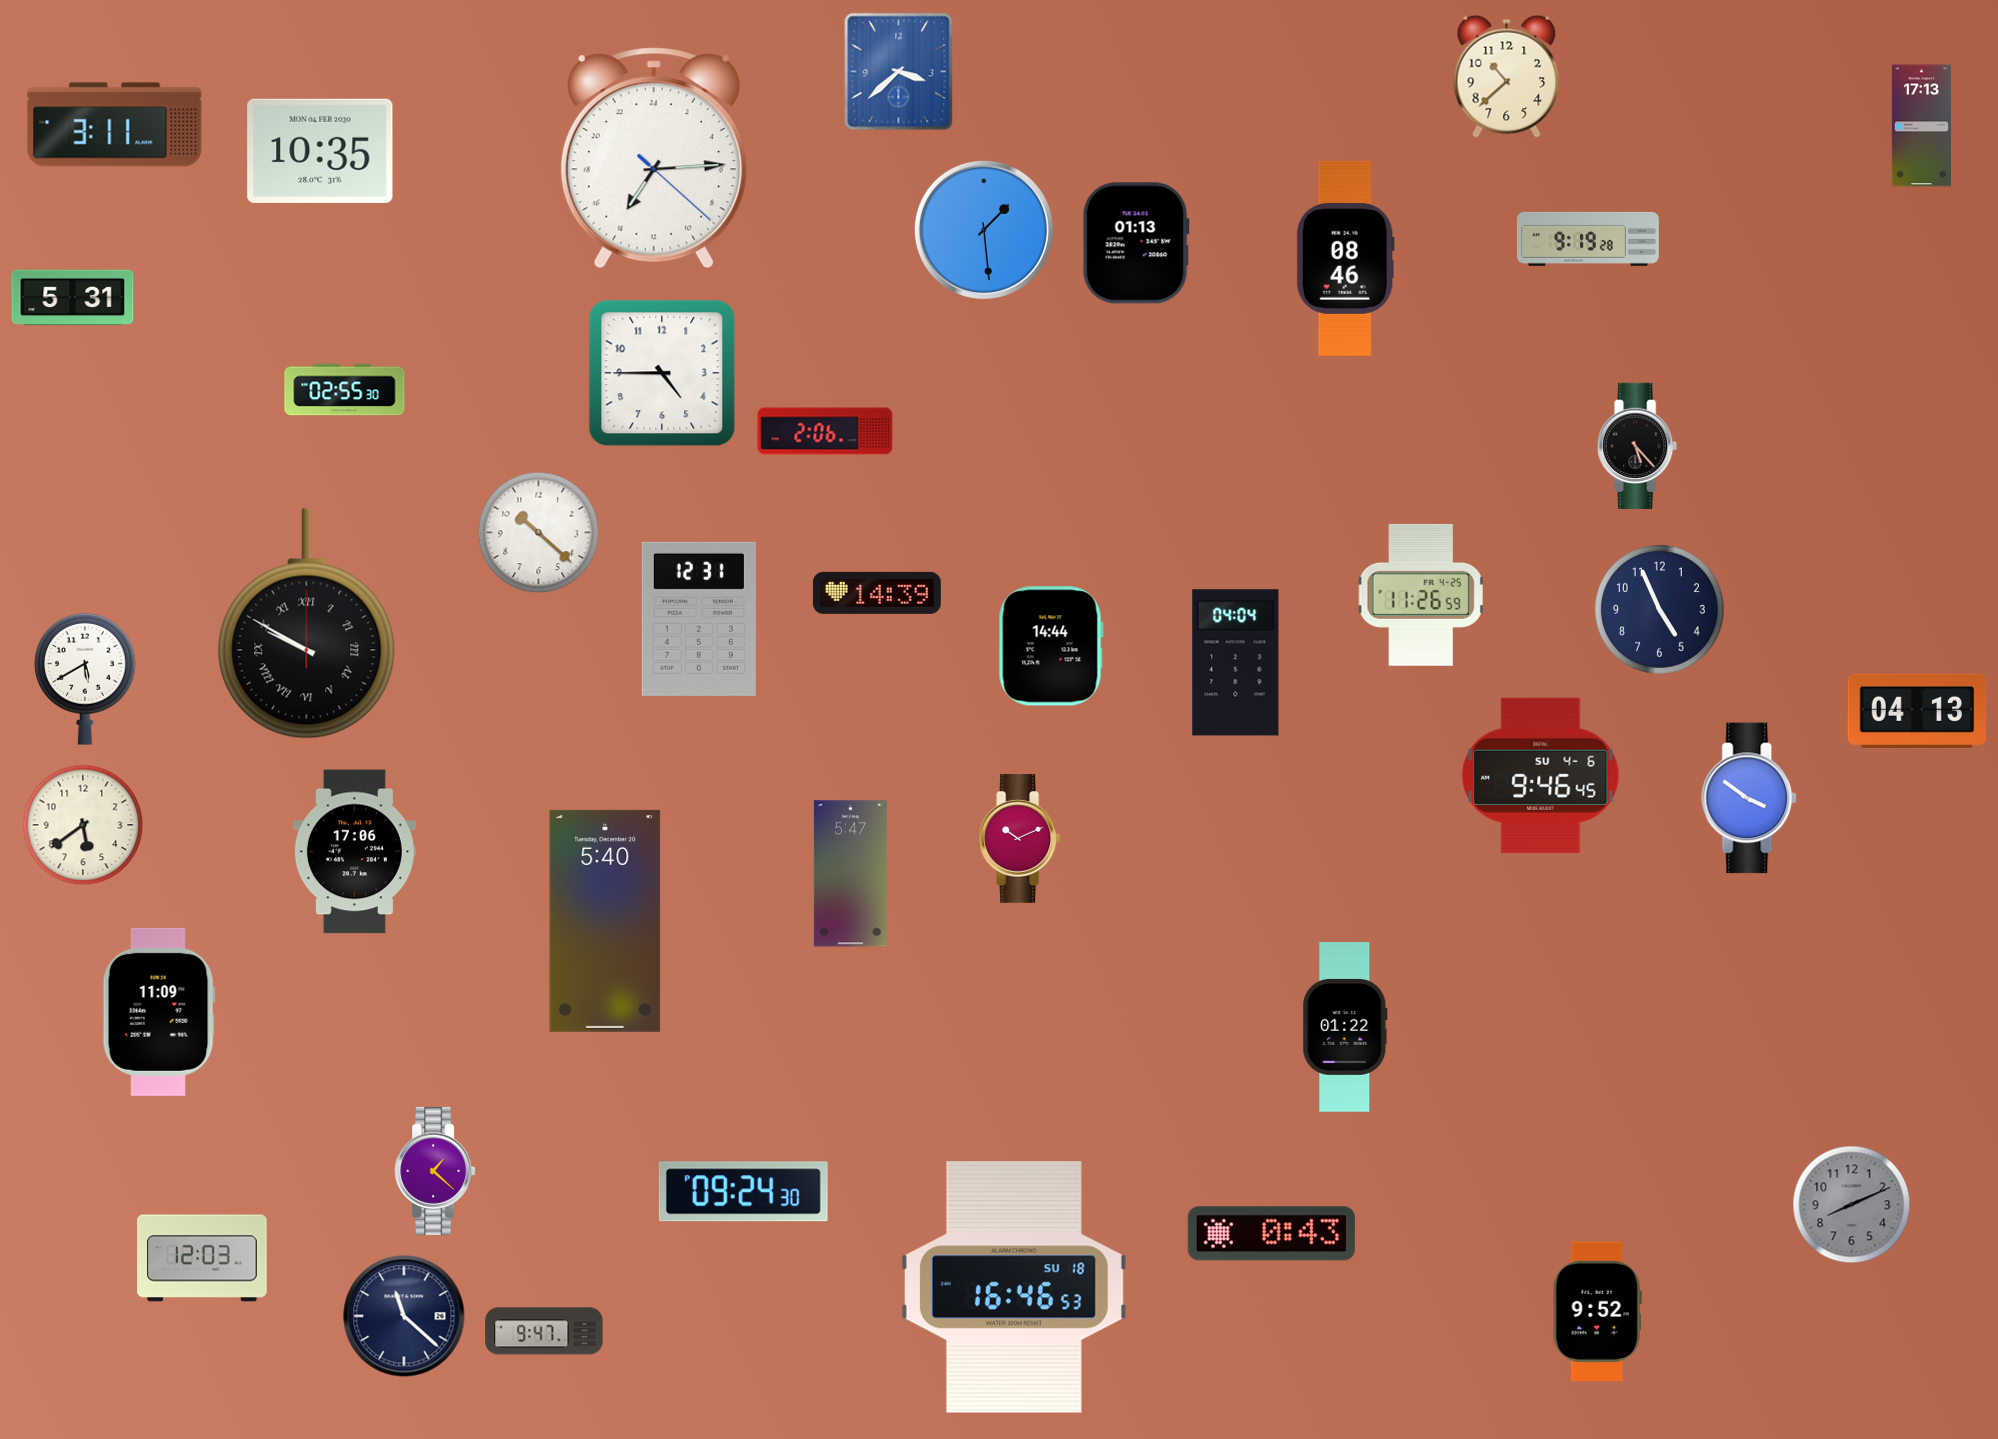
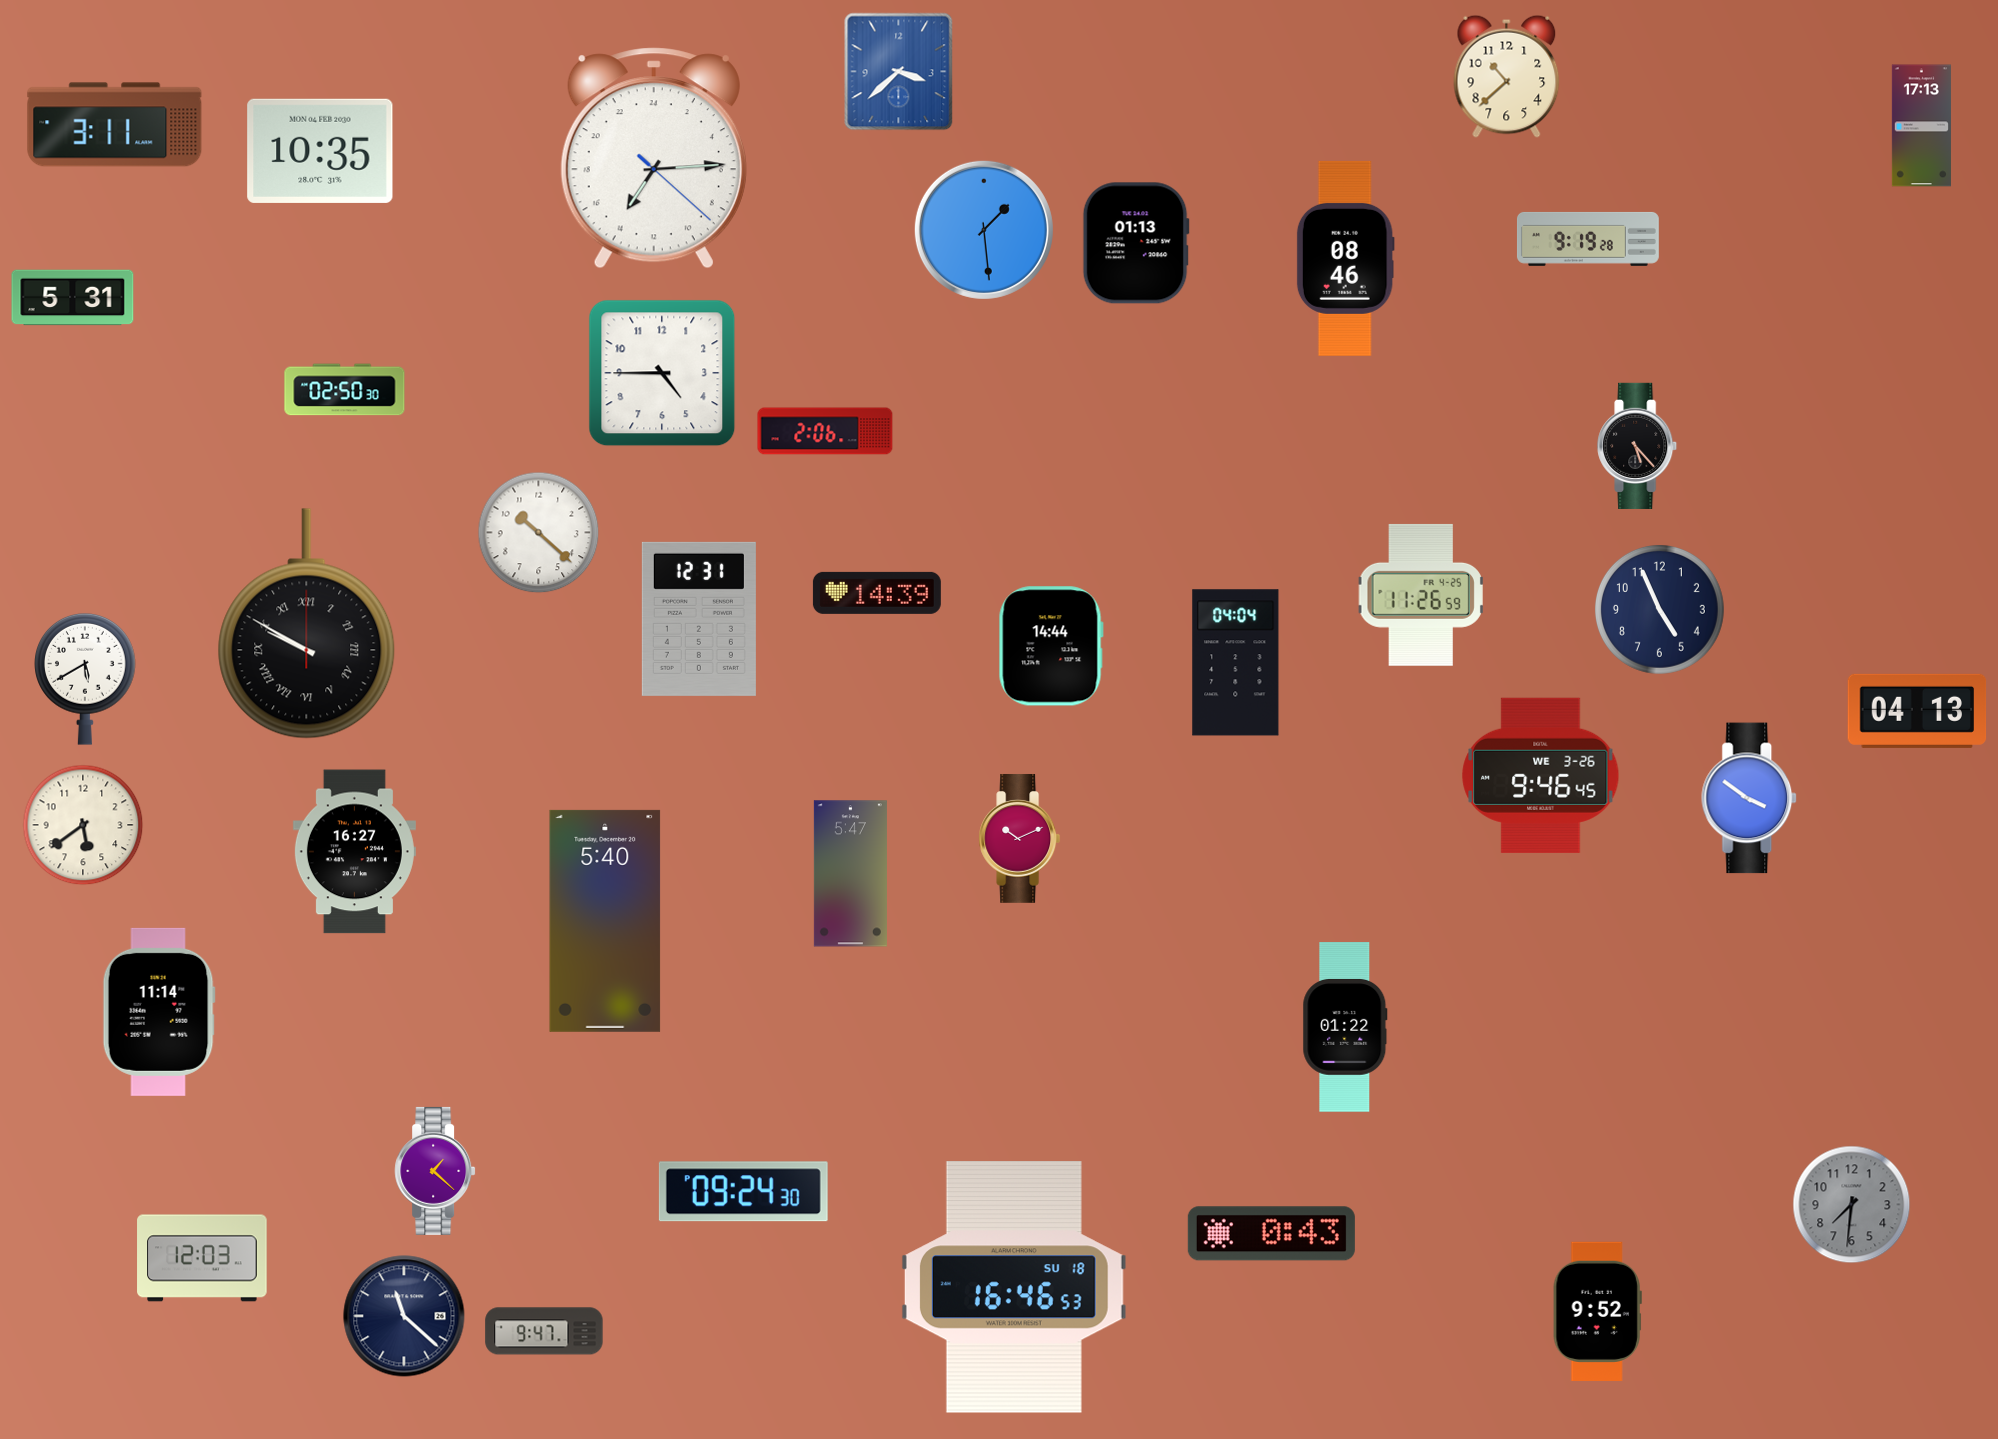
clock at (345, 390): 02:55 -> 02:50
clock at (1541, 775) date: SU 4-6 -> WE 3-26
clock at (354, 852): 17:06 -> 16:27
clock at (159, 1012): 11:09 -> 11:14
clock at (1852, 1205): 8:11 -> 7:31
